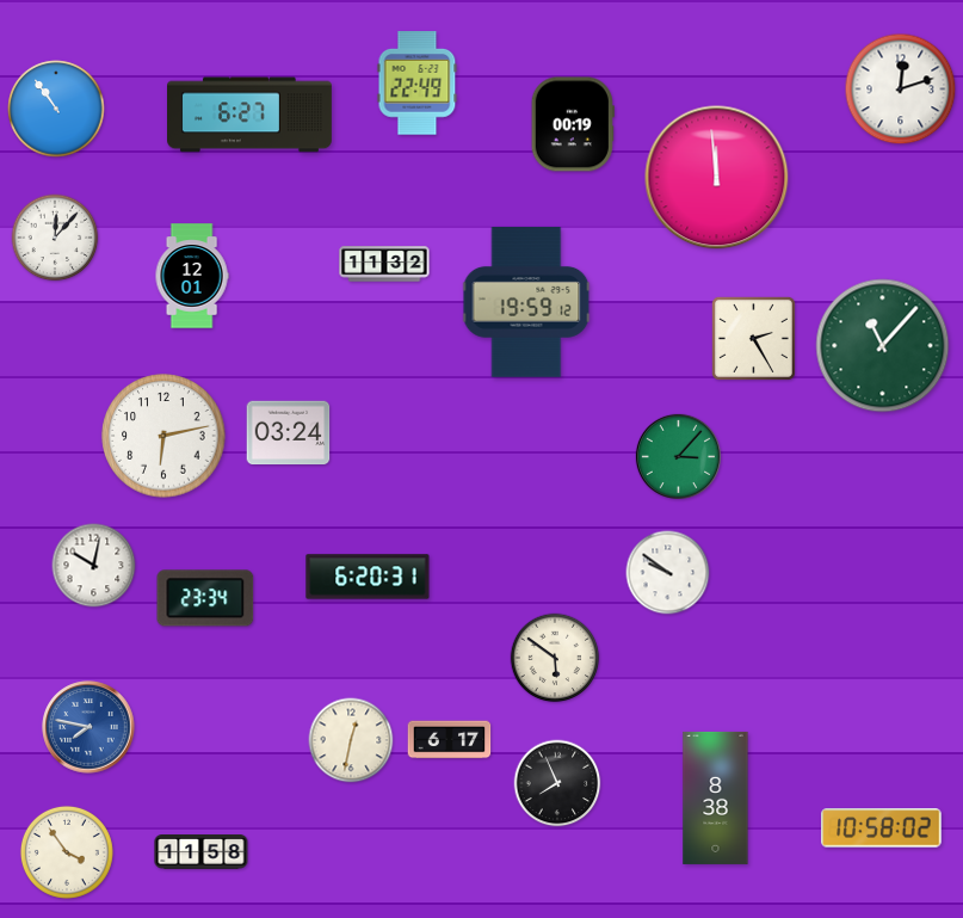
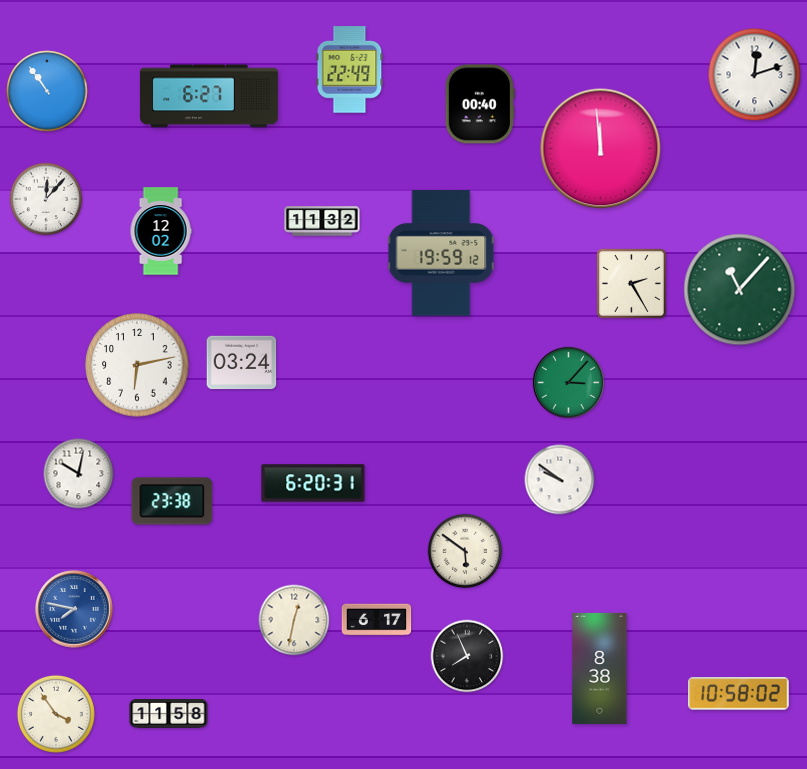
clock at (573, 124): 00:19 -> 00:40
clock at (192, 276): 12:01 -> 12:02
clock at (368, 577) position: (368, 577) -> (313, 483)
clock at (205, 598): 23:34 -> 23:38
